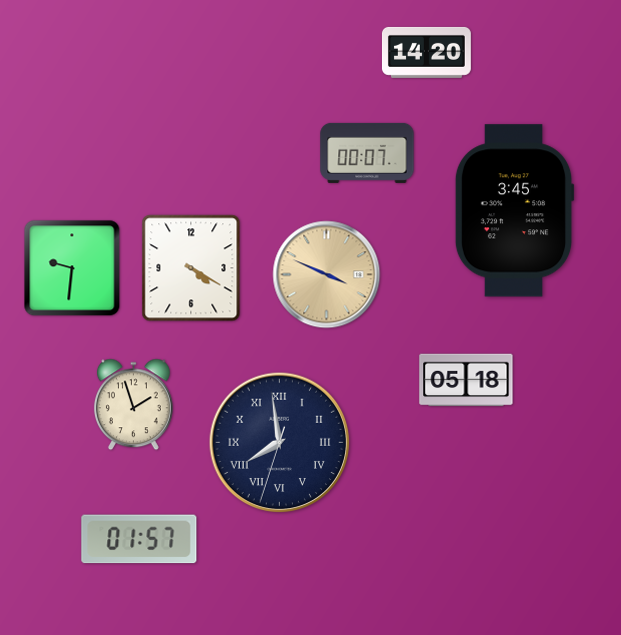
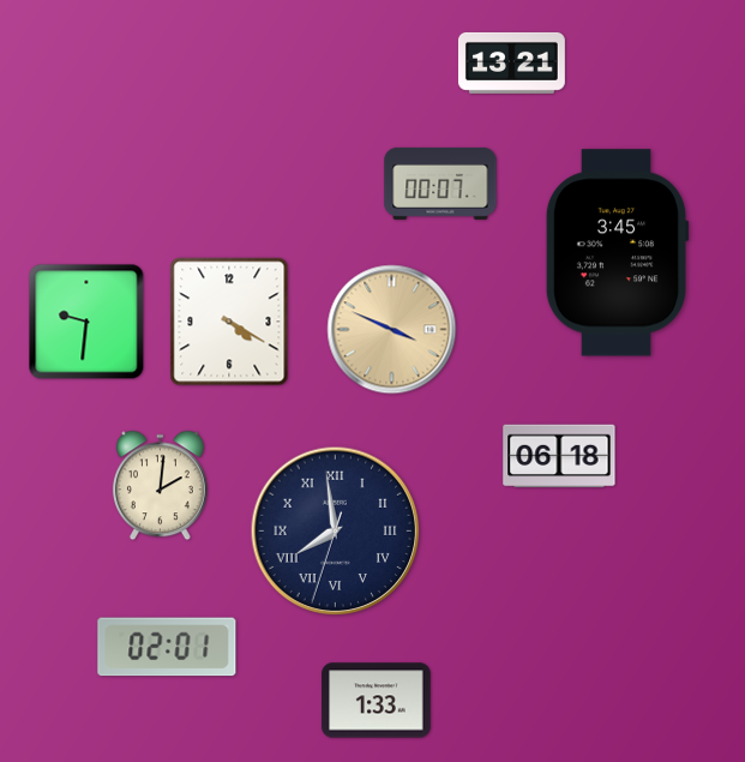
clock at (426, 52): 14:20 -> 13:21
clock at (466, 380): 05:18 -> 06:18
clock at (133, 405): 1:57 -> 2:01
clock at (139, 539): 01:57 -> 02:01
clock at (377, 701): none -> 1:33
